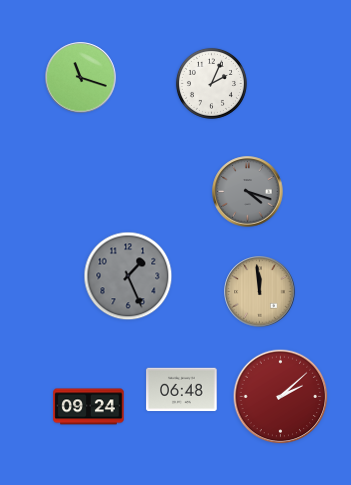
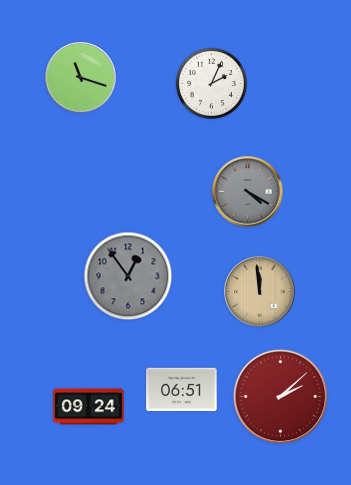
clock at (248, 192): 4:18 -> 4:20
clock at (128, 276): 1:26 -> 12:54
clock at (182, 390): 06:48 -> 06:51
